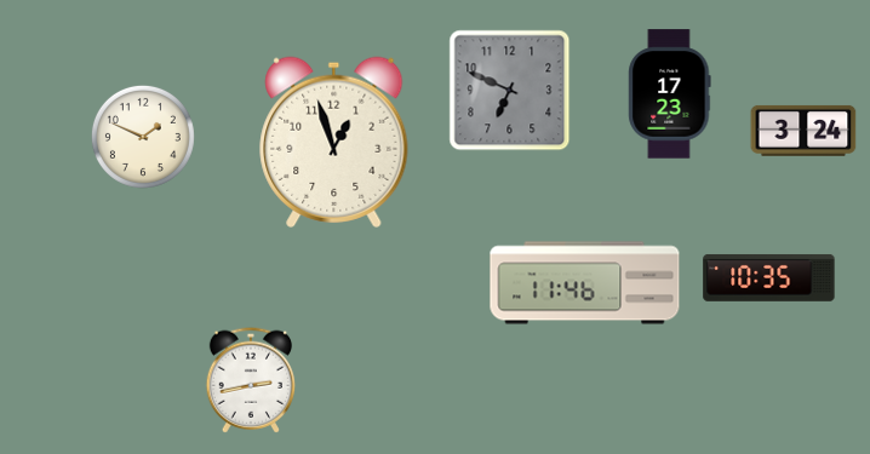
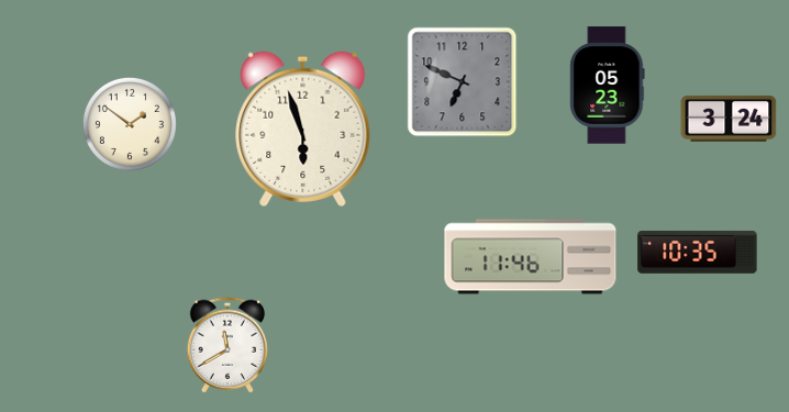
clock at (670, 94): 17:23 -> 05:23
clock at (143, 137): 1:49 -> 1:51
clock at (334, 142): 12:57 -> 5:57
clock at (250, 380): 2:43 -> 11:40
